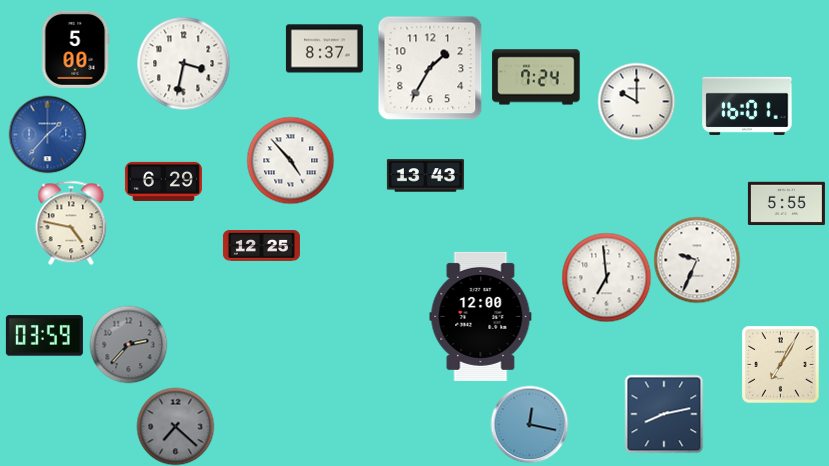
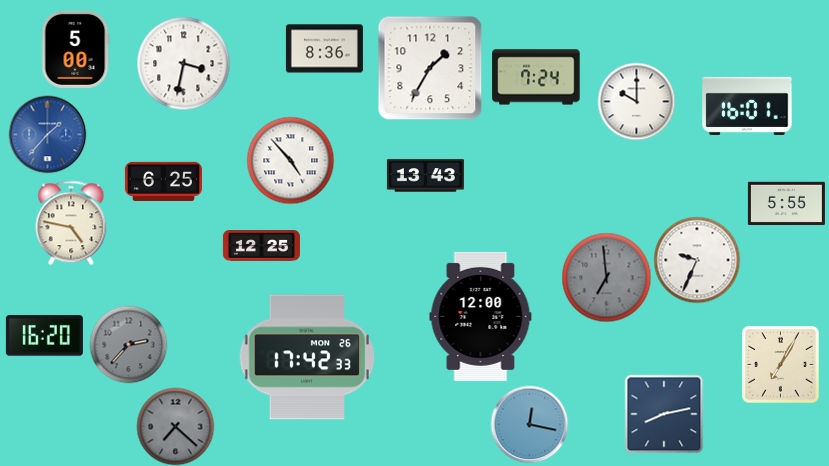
clock at (324, 49): 8:37 -> 8:36
clock at (163, 181): 6:29 -> 6:25
clock at (606, 277) dial: white -> grey
clock at (44, 336): 03:59 -> 16:20
clock at (307, 357): none -> 17:42
